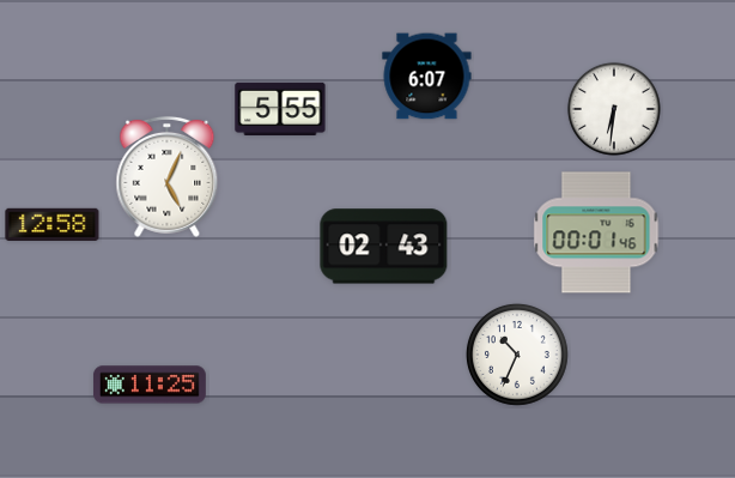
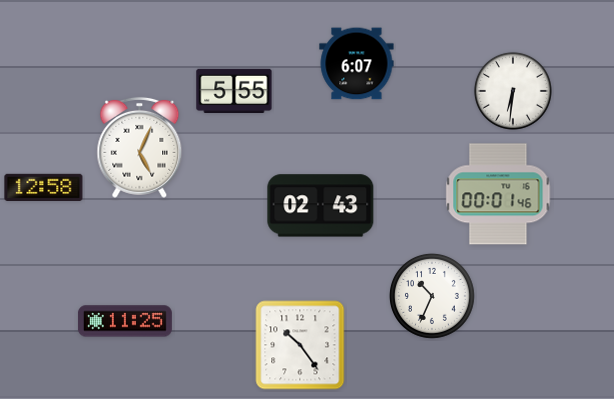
clock at (300, 345): none -> 10:24
